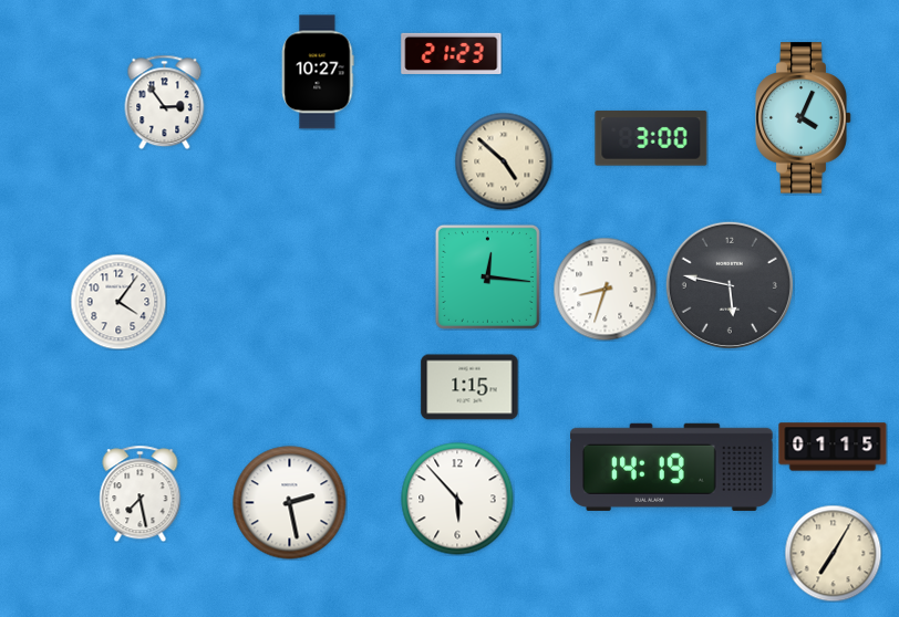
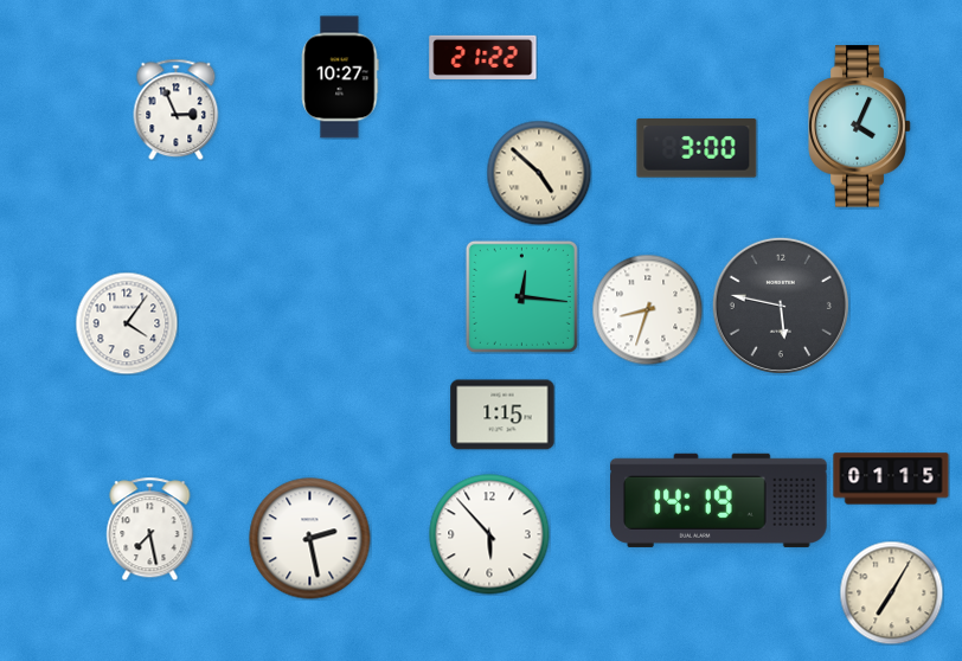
clock at (452, 53): 21:23 -> 21:22
clock at (165, 102): 2:54 -> 2:56
